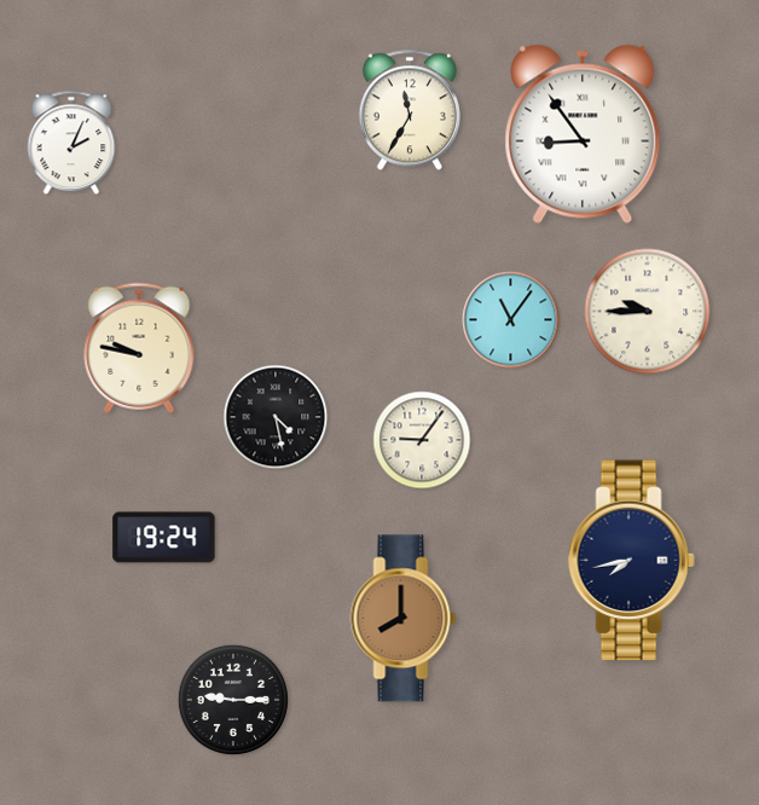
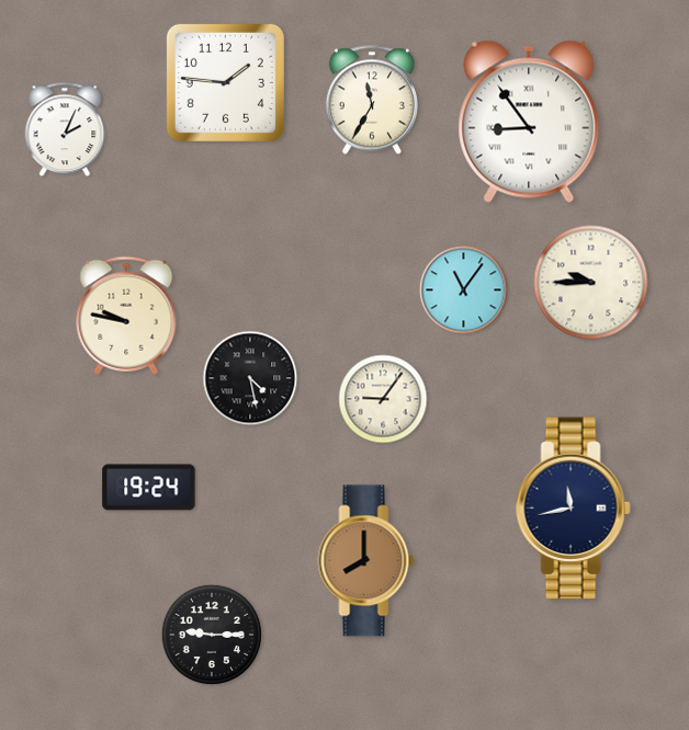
clock at (225, 82): none -> 1:46
clock at (648, 312) position: (648, 312) -> (591, 283)
clock at (631, 561): 7:43 -> 11:43
